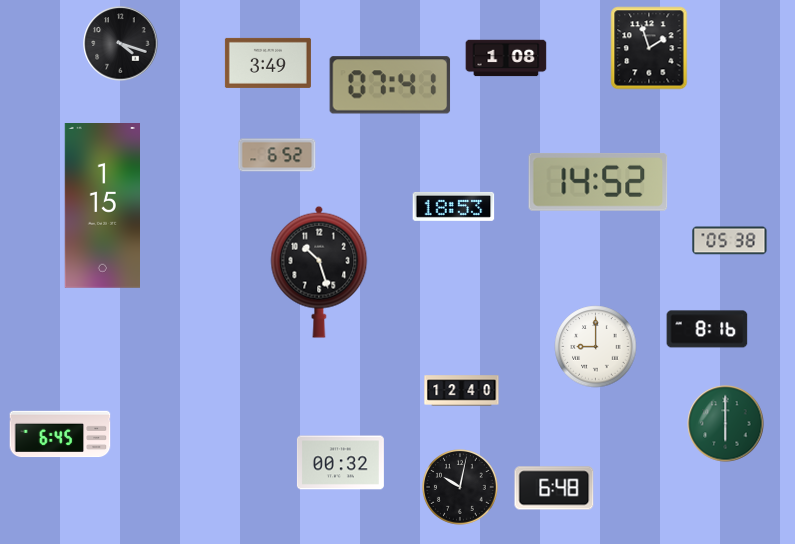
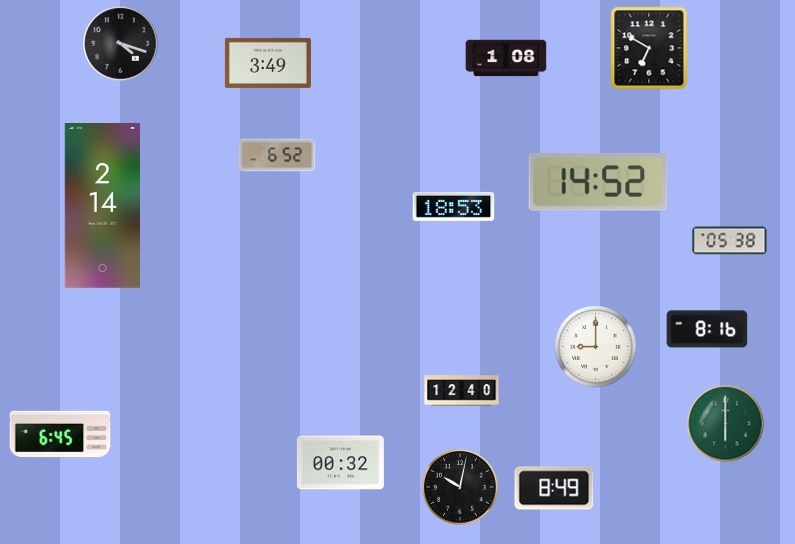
clock at (649, 48): 1:57 -> 6:50
clock at (390, 85): 07:41 -> none
clock at (102, 206): 1:15 -> 2:14
clock at (319, 272): 10:27 -> none
clock at (554, 488): 6:48 -> 8:49
